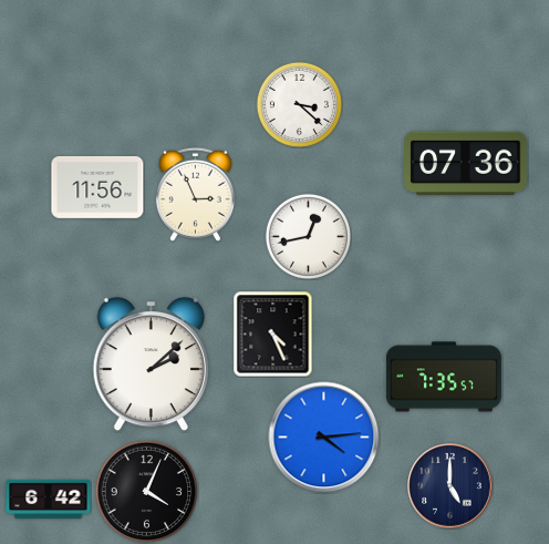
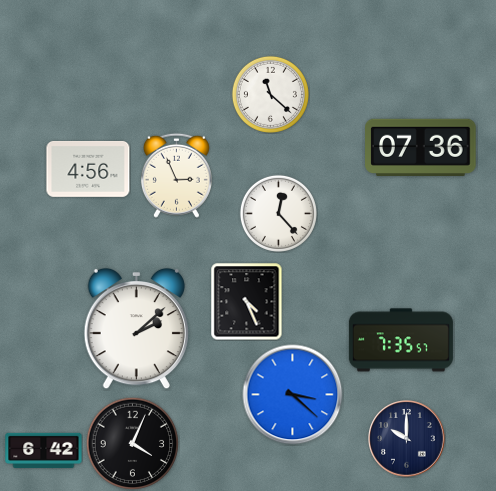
clock at (299, 104): 3:22 -> 11:22
clock at (97, 187): 11:56 -> 4:56
clock at (308, 236): 12:43 -> 12:23
clock at (324, 438): 4:14 -> 3:22
clock at (450, 486): 5:00 -> 10:00
